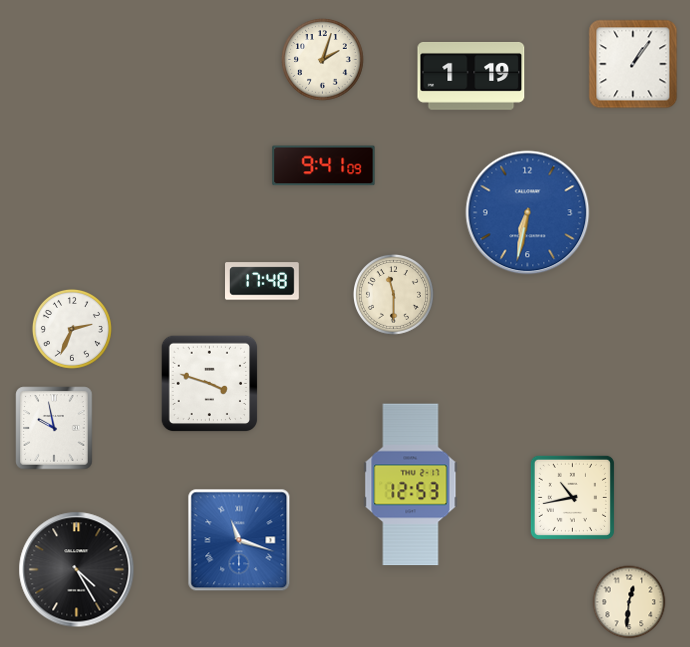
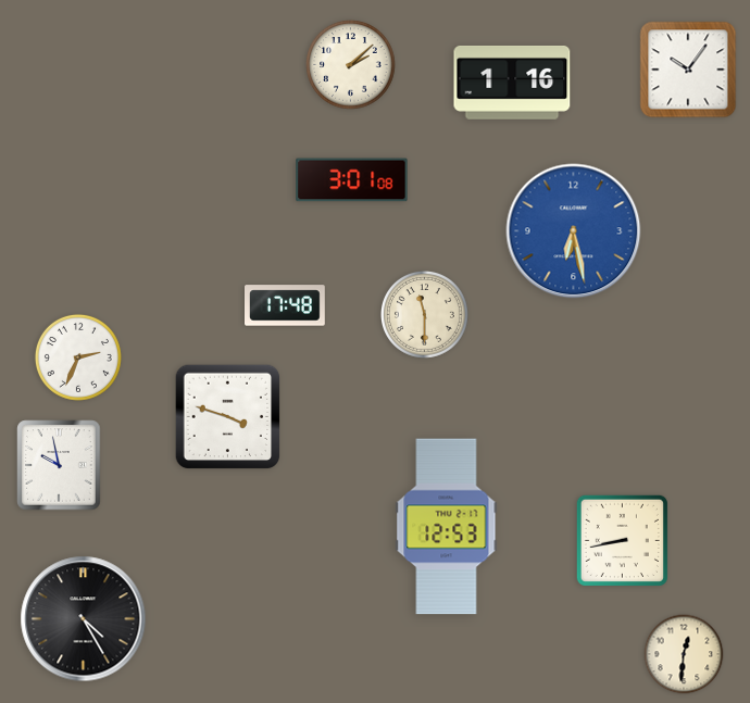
clock at (323, 60): 2:03 -> 2:08
clock at (633, 64): 1:06 -> 10:06
clock at (471, 76): 1:19 -> 1:16
clock at (324, 166): 9:41 -> 3:01
clock at (528, 213): 6:32 -> 6:28
clock at (394, 295) position: (394, 295) -> (425, 315)
clock at (572, 497): 10:43 -> 8:43
clock at (239, 540): 11:18 -> none
